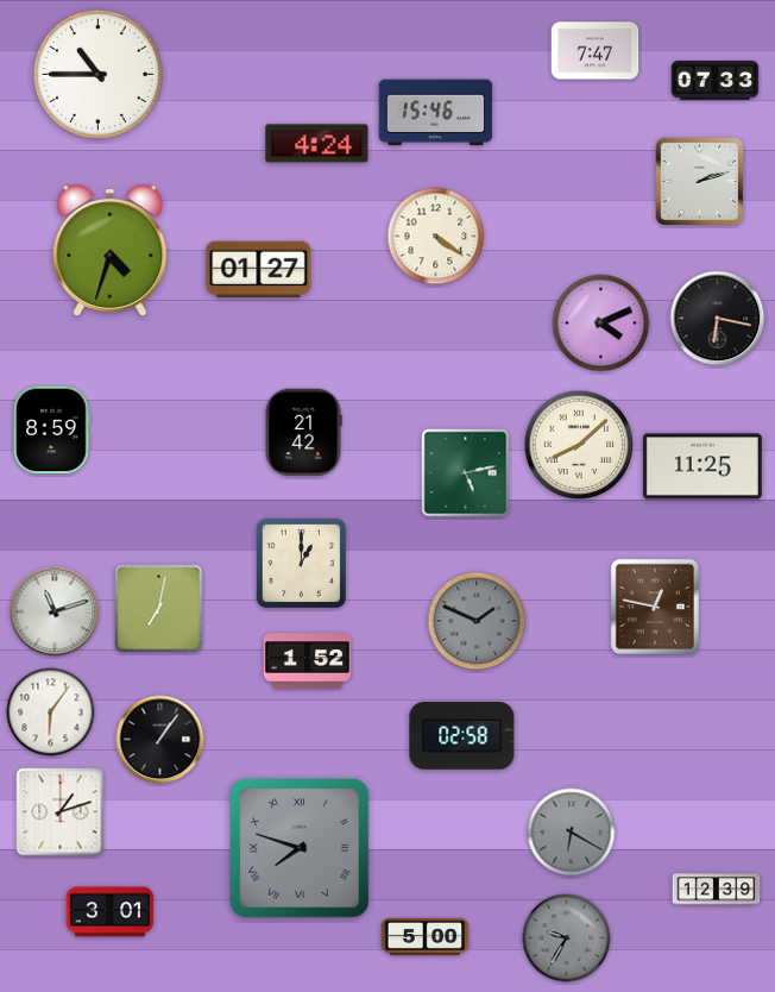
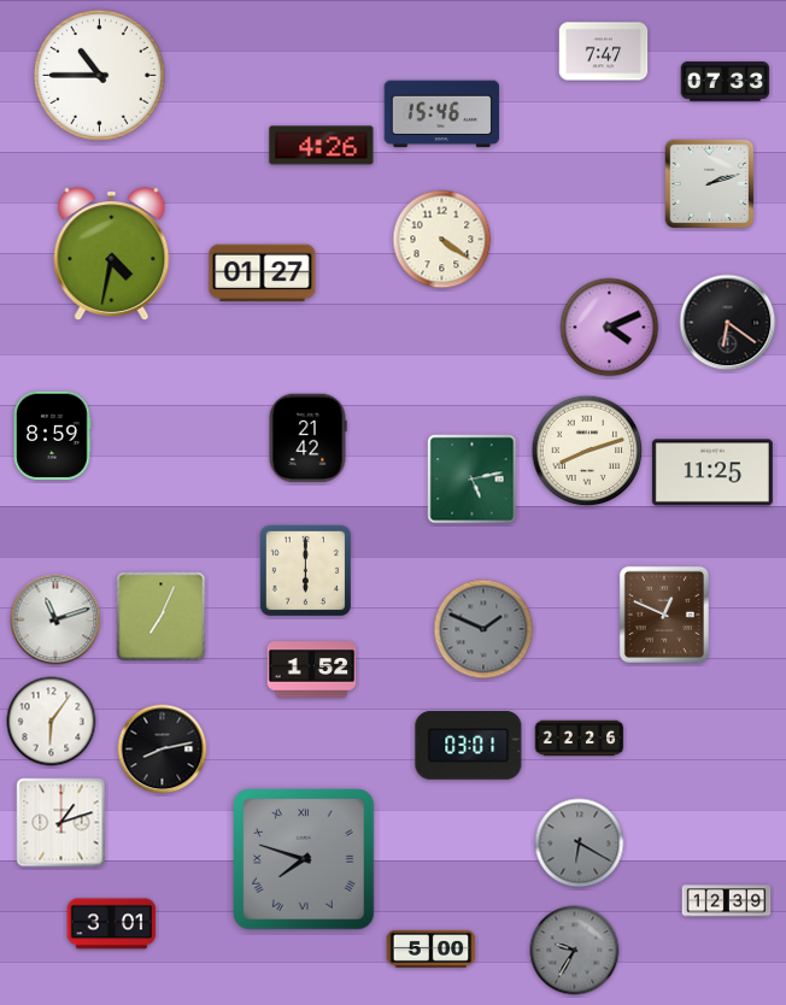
clock at (317, 144): 4:24 -> 4:26
clock at (111, 251): 4:33 -> 4:32
clock at (718, 319): 6:17 -> 6:21
clock at (579, 445): 8:08 -> 8:12
clock at (301, 563): 1:00 -> 6:00
clock at (655, 607): 12:47 -> 12:49
clock at (159, 609): 7:02 -> 7:04
clock at (580, 739): none -> 22:26
clock at (462, 736): 02:58 -> 03:01
clock at (160, 740): 1:06 -> 8:13
